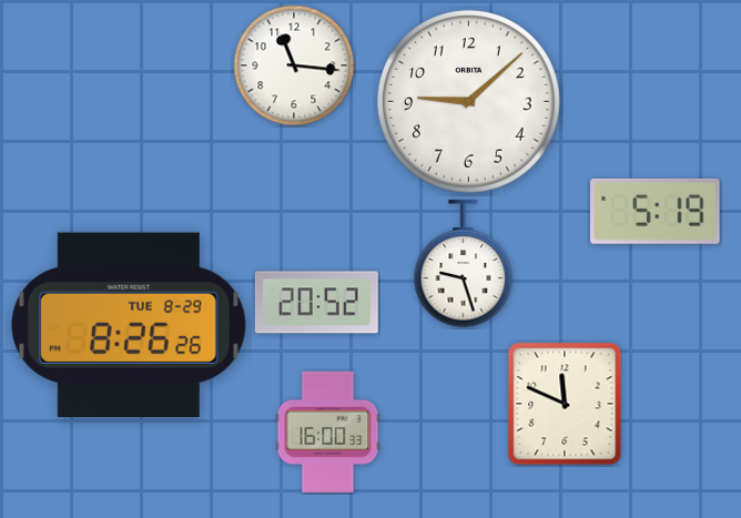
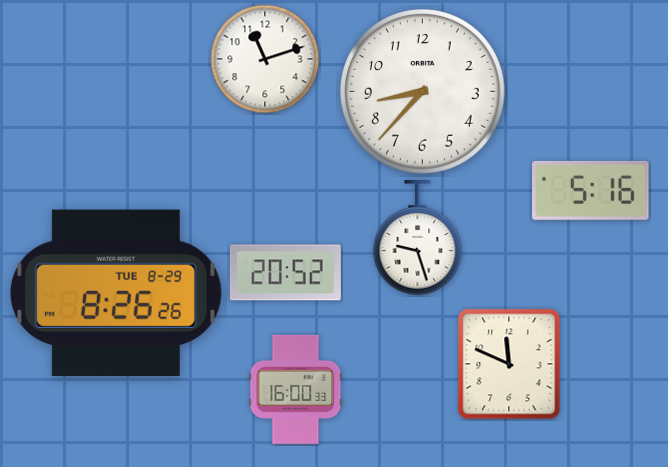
clock at (294, 65): 11:16 -> 11:12
clock at (469, 102): 9:08 -> 8:37
clock at (656, 211): 5:19 -> 5:16
